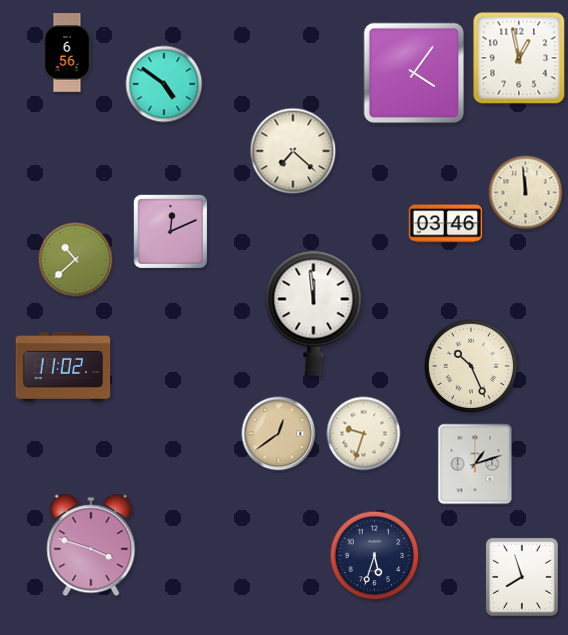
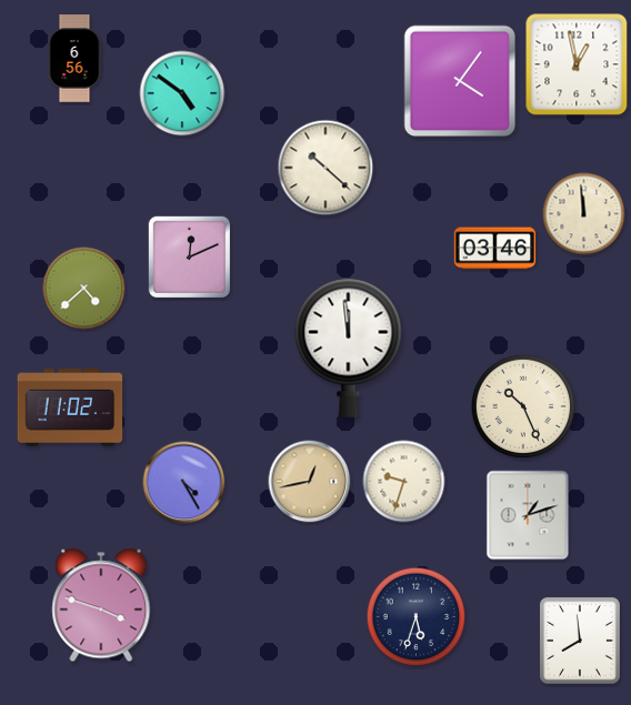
clock at (293, 151): 7:22 -> 10:22
clock at (76, 260): 10:38 -> 4:38
clock at (279, 434): 12:39 -> 12:43
clock at (184, 483): none -> 4:25
clock at (522, 577): 7:57 -> 7:59
